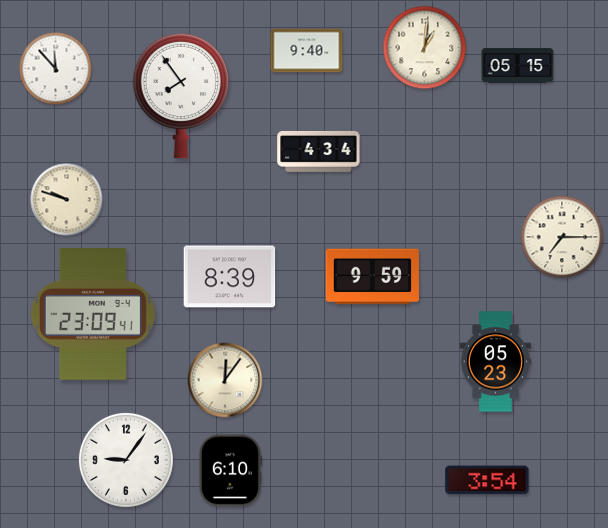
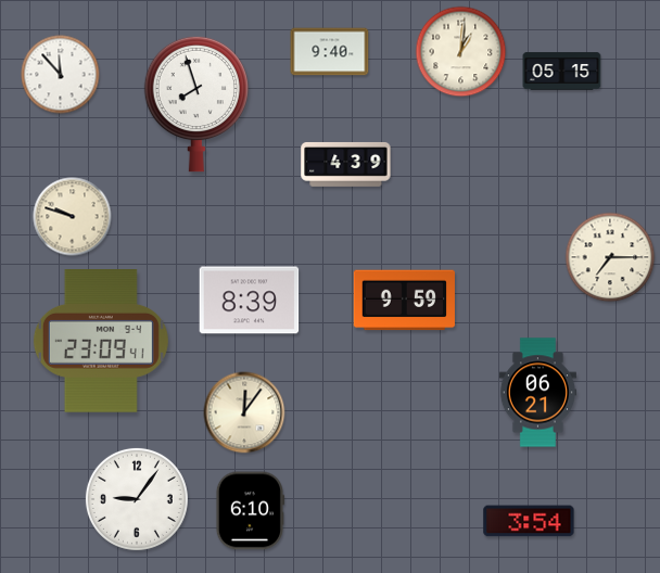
clock at (307, 51) position: (307, 51) -> (330, 52)
clock at (180, 96): 7:54 -> 7:57
clock at (319, 152): 4:34 -> 4:39
clock at (495, 362): 05:23 -> 06:21
